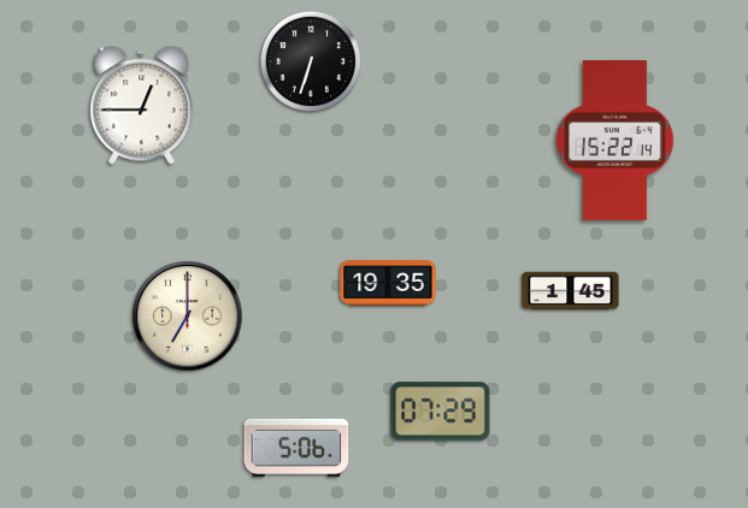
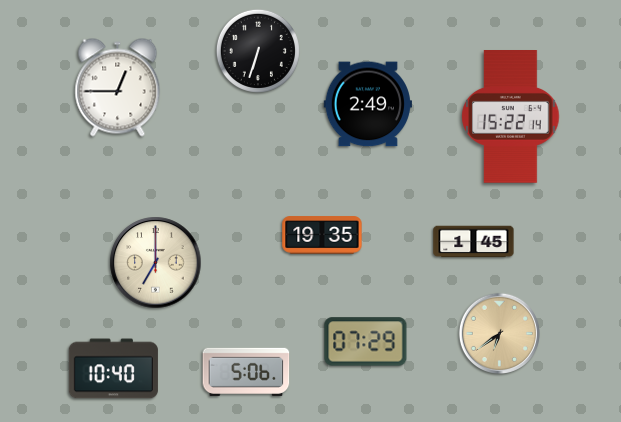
clock at (367, 104): none -> 2:49
clock at (499, 333): none -> 6:39
clock at (113, 369): none -> 10:40
